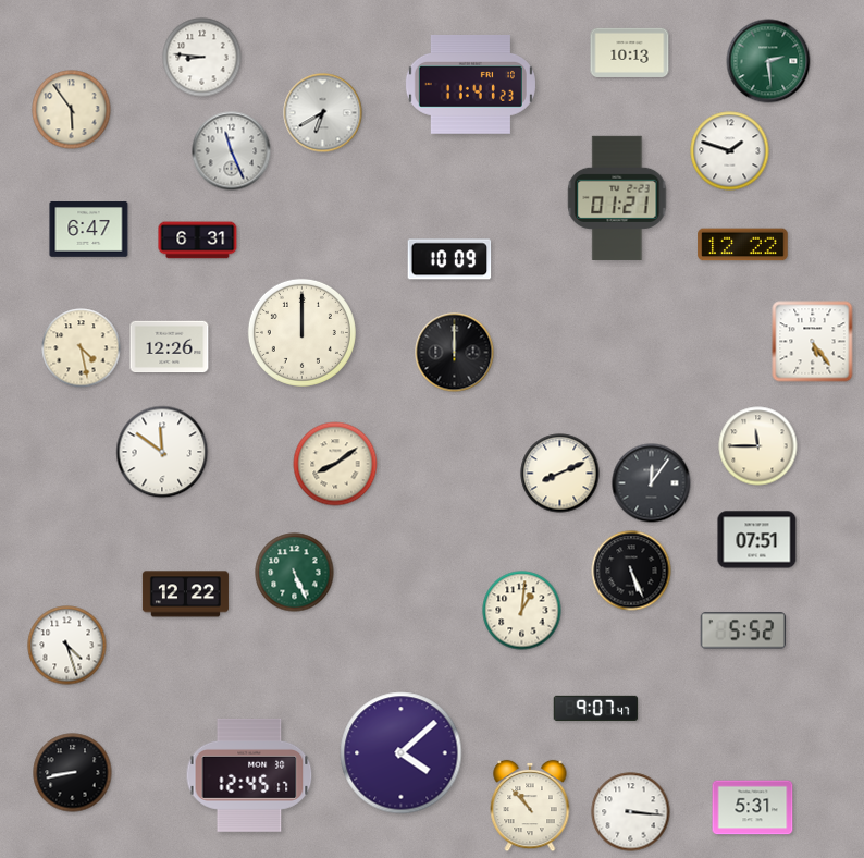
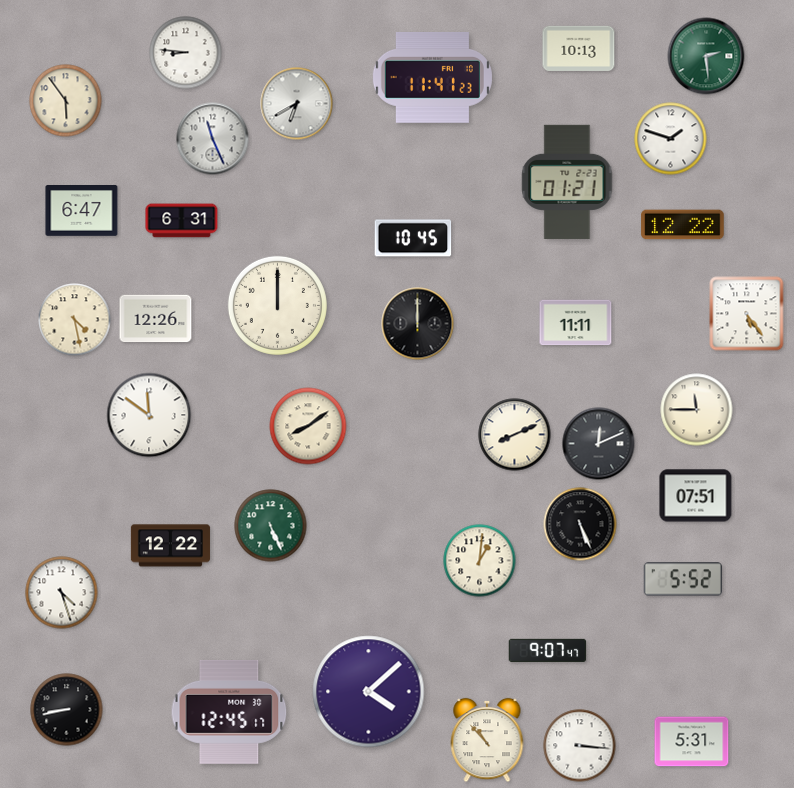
clock at (449, 259): 10:09 -> 10:45
clock at (576, 323): none -> 11:11
clock at (652, 483): 12:06 -> 12:11
